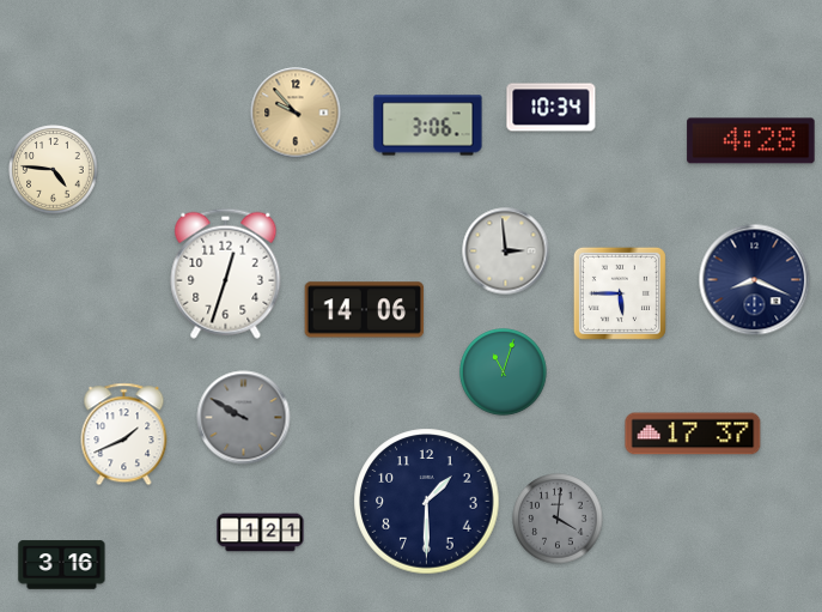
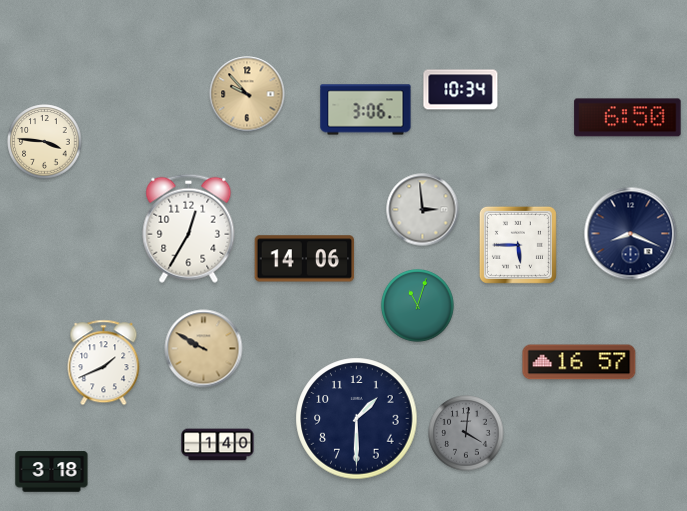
clock at (428, 126) position: (428, 126) -> (366, 110)
clock at (751, 141): 4:28 -> 6:50
clock at (54, 170): 4:46 -> 3:46
clock at (226, 273): 12:33 -> 12:35
clock at (504, 372) position: (504, 372) -> (418, 306)
clock at (244, 418) dial: grey -> champagne
clock at (693, 434): 17:37 -> 16:57
clock at (261, 533): 1:21 -> 1:40
clock at (62, 565): 3:16 -> 3:18
